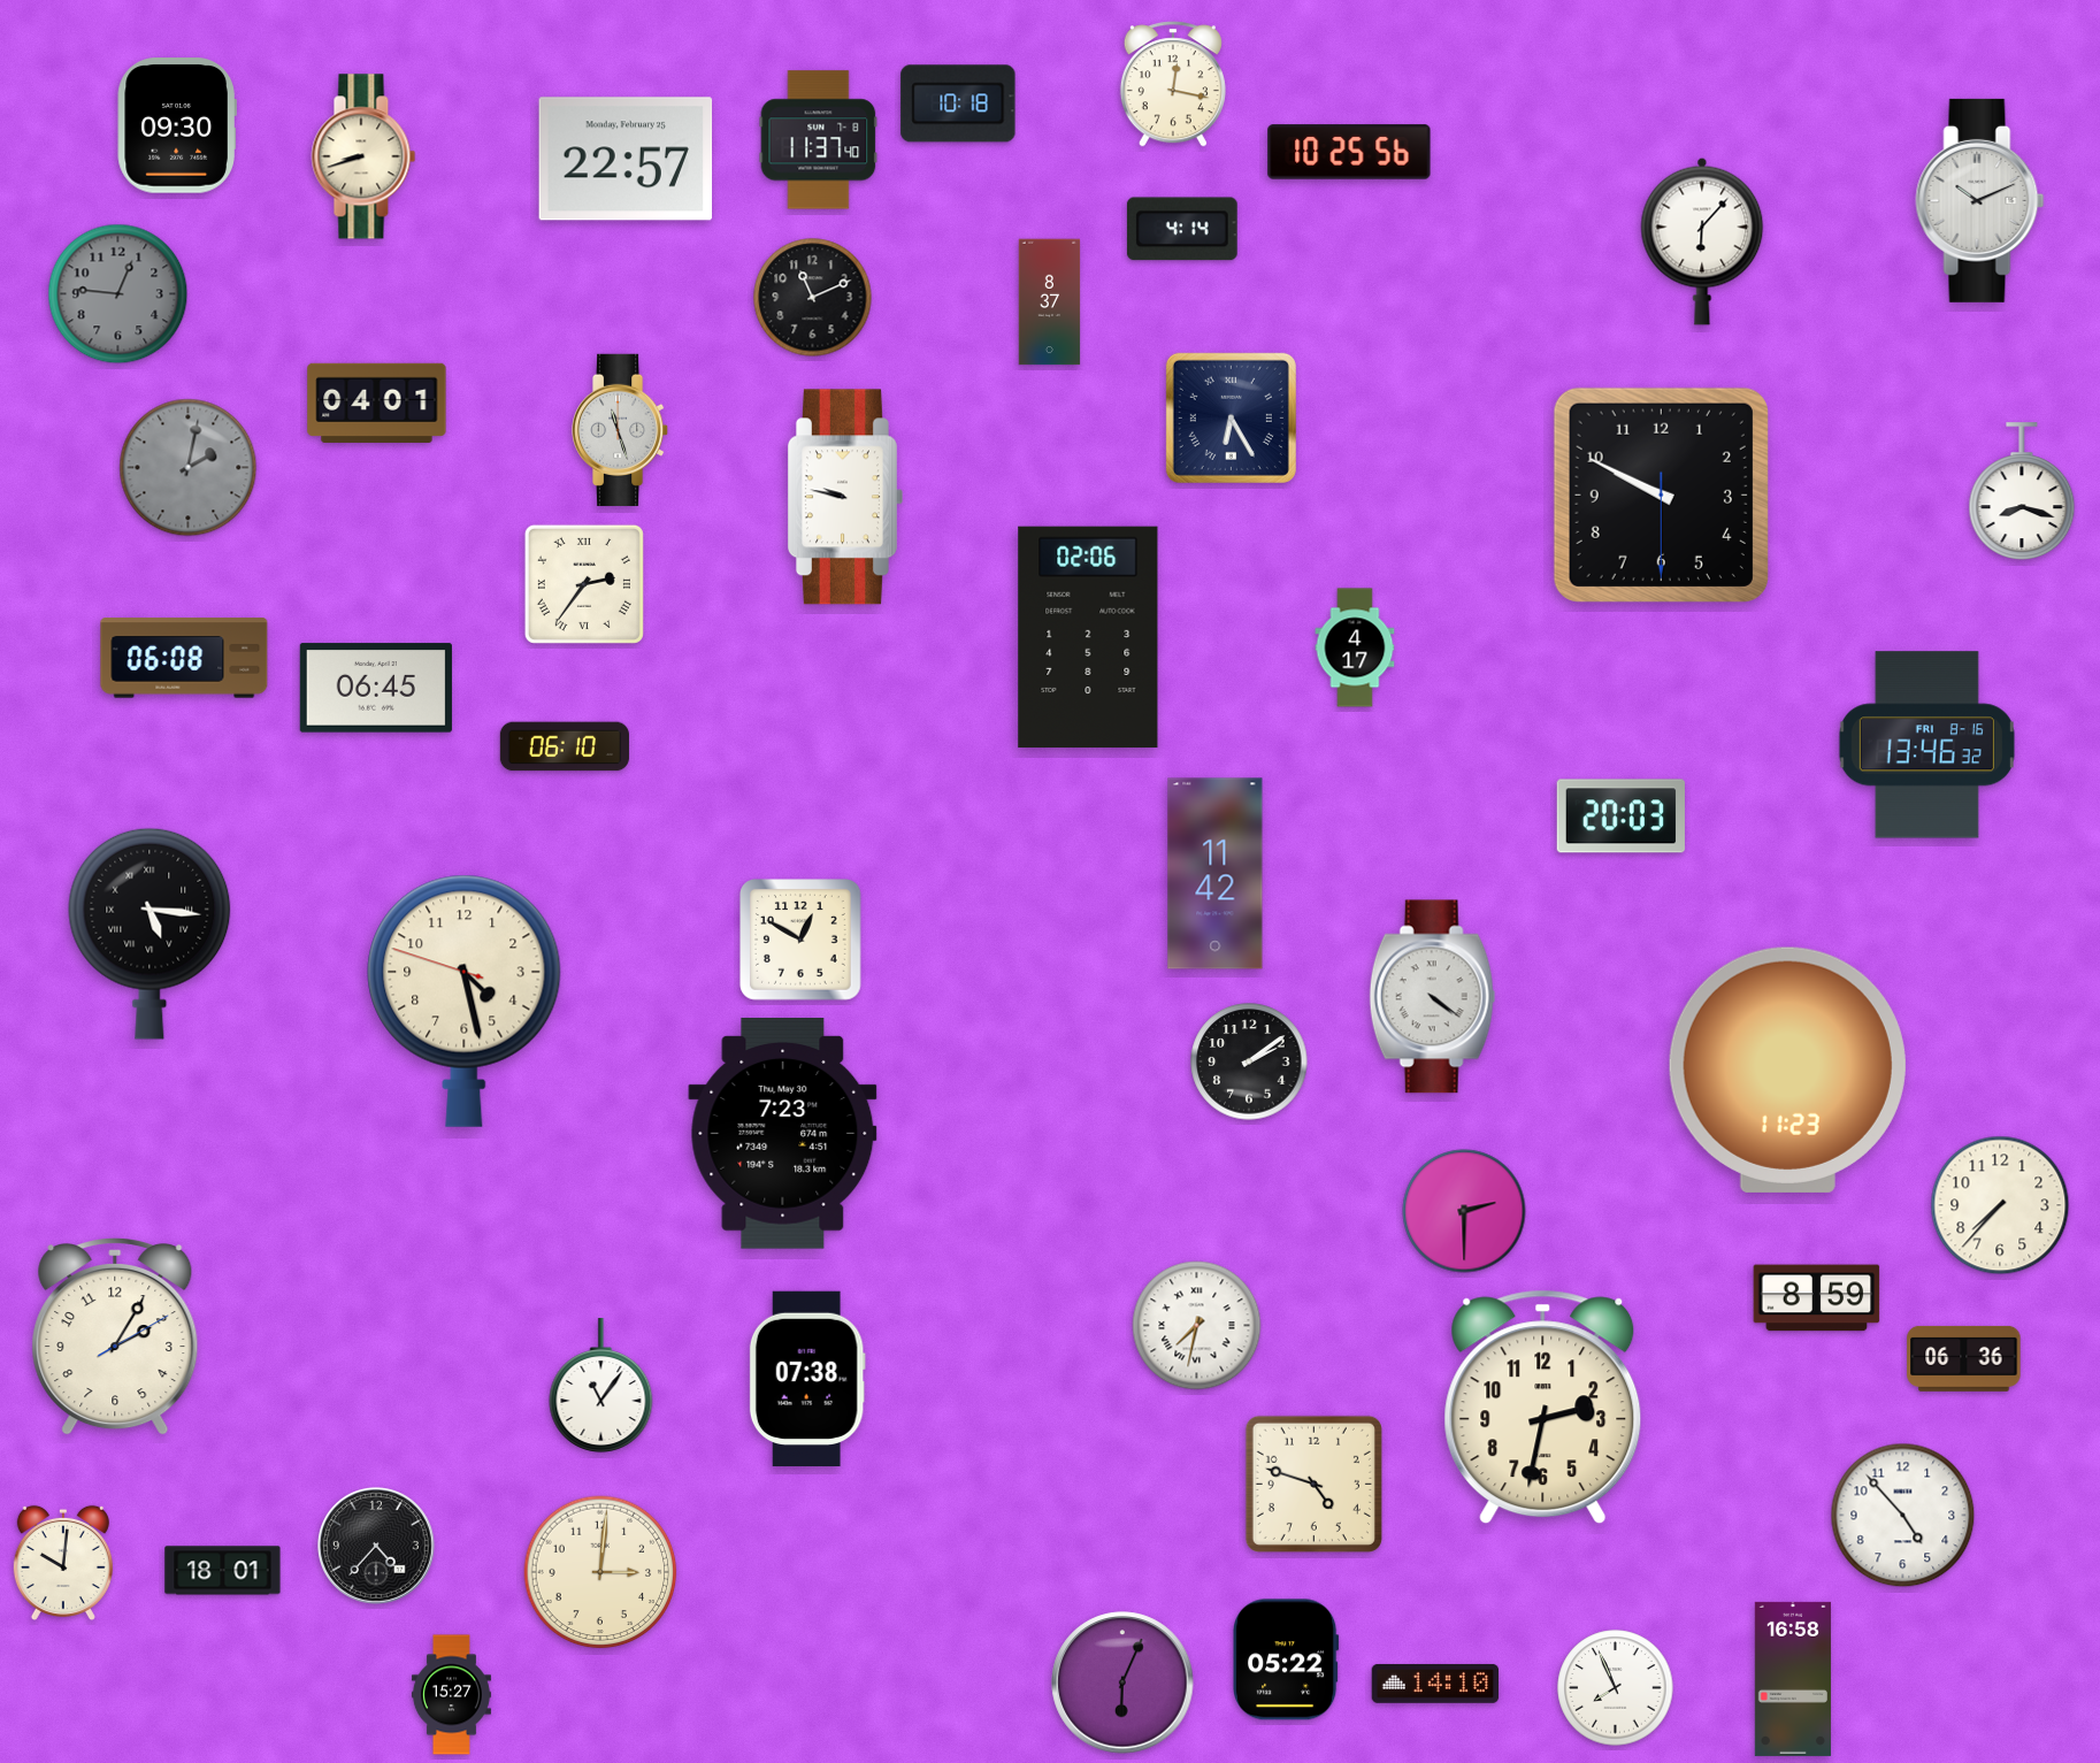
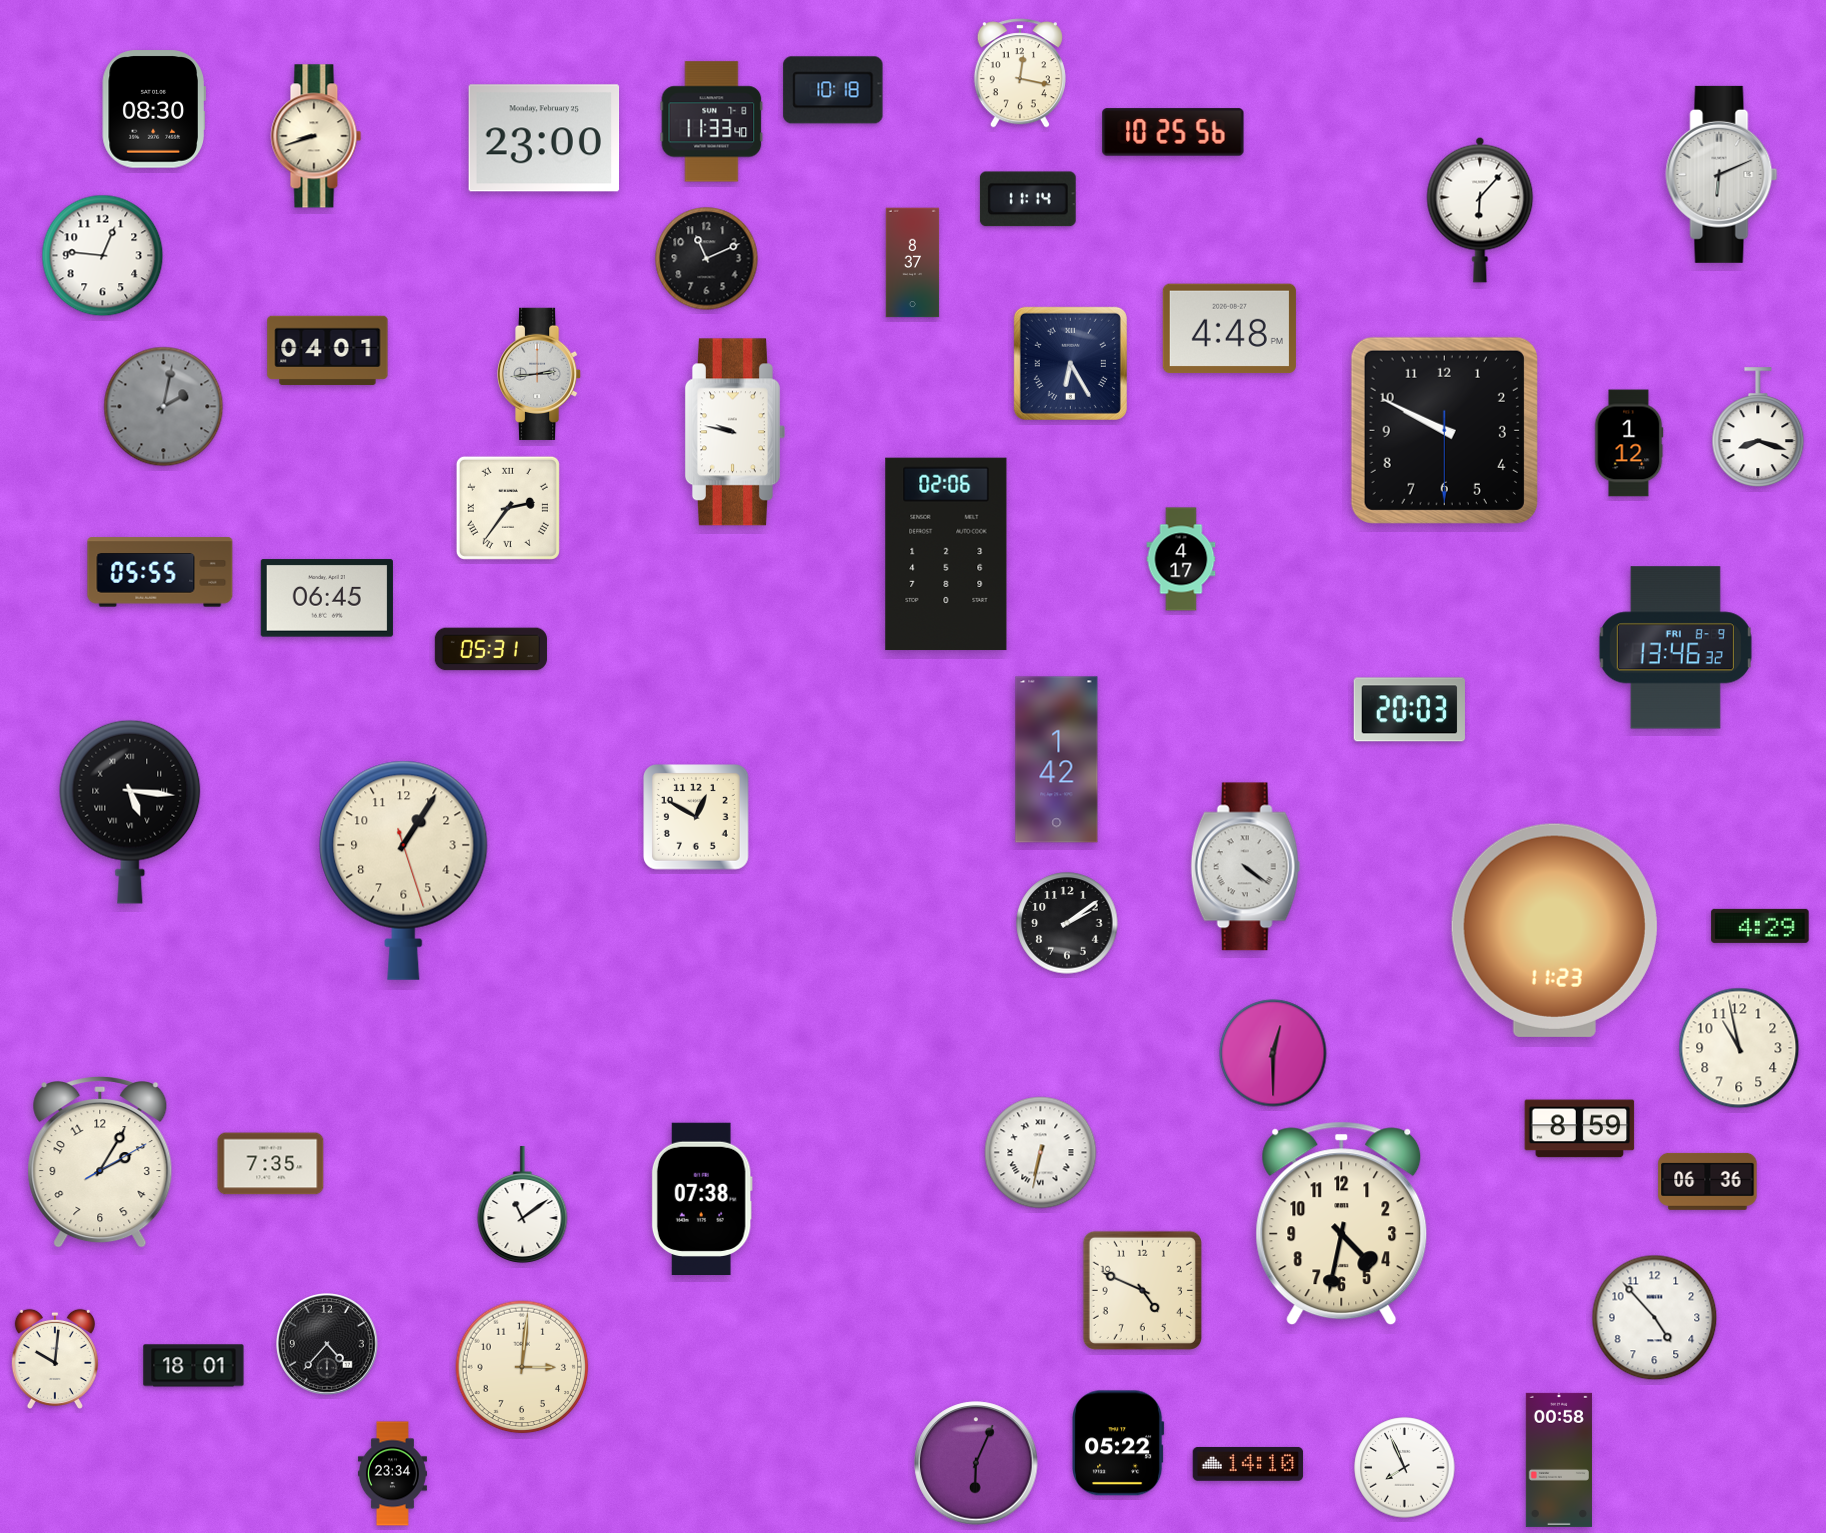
clock at (177, 125): 09:30 -> 08:30
clock at (819, 140): 11:37 -> 11:33
clock at (626, 159): 22:57 -> 23:00
clock at (1980, 200): 10:11 -> 6:11
clock at (1182, 229): 4:14 -> 11:14
clock at (118, 294) dial: grey -> white
clock at (1229, 329): none -> 4:48
clock at (621, 430): 11:27 -> 2:44
clock at (1629, 443): none -> 1:12
clock at (1355, 647) position: (1355, 647) -> (1181, 559)
clock at (184, 658): 06:08 -> 05:55
clock at (1926, 745) date: FRI 8-16 -> FRI 8-9
clock at (565, 746): 06:10 -> 05:31
clock at (1216, 874): 11:42 -> 1:42
clock at (465, 1001): 4:27 -> 1:05
clock at (1249, 1061) position: (1249, 1061) -> (1067, 923)
clock at (1760, 926): none -> 4:29
clock at (783, 1134): 7:23 -> none
clock at (2000, 1205): 7:37 -> 10:58
clock at (1464, 1211): 2:30 -> 12:30
clock at (1197, 1326): 7:32 -> 6:32
clock at (271, 1164): none -> 7:35
clock at (601, 1385): 11:06 -> 11:09
clock at (1543, 1408): 2:32 -> 4:32
clock at (1313, 1484): 4:48 -> 4:49
clock at (1793, 1679): 16:58 -> 00:58
clock at (451, 1695): 15:27 -> 23:34
